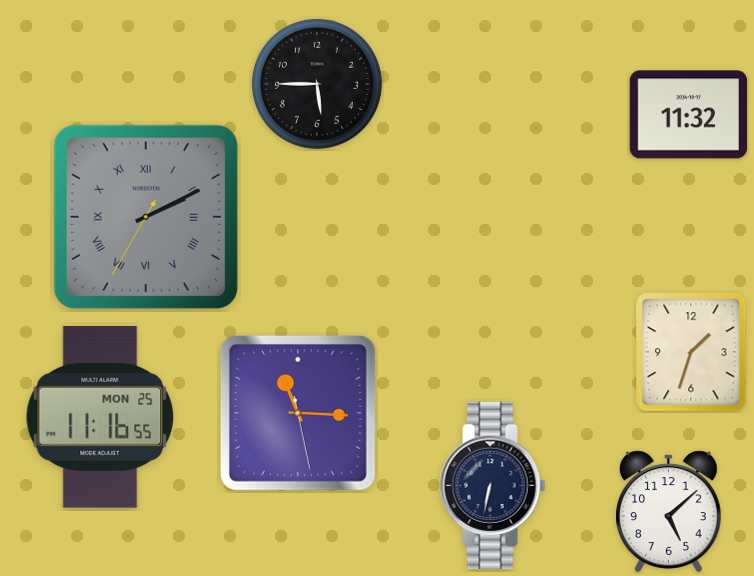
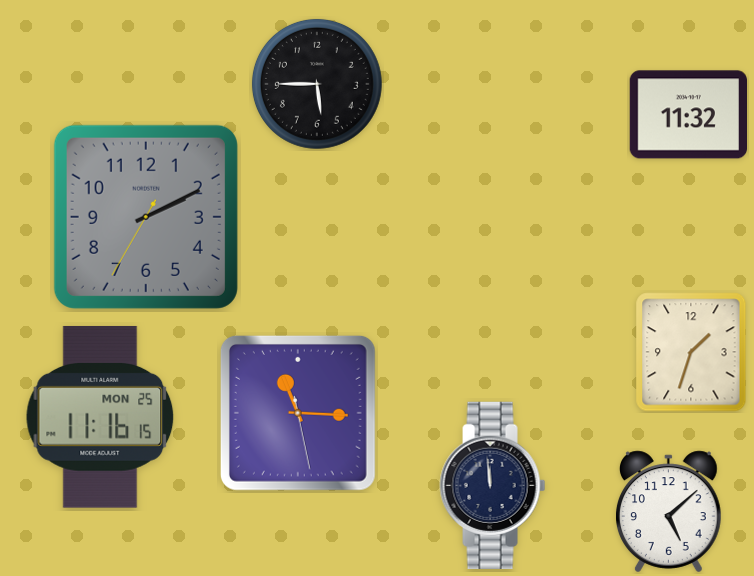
clock at (146, 217) numerals: Roman -> Arabic
clock at (100, 417): 11:16:55 -> 11:16:15
clock at (493, 485): 6:32 -> 11:59
